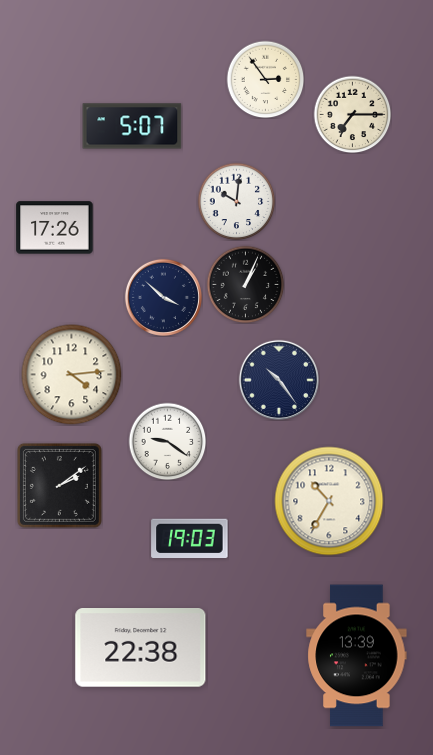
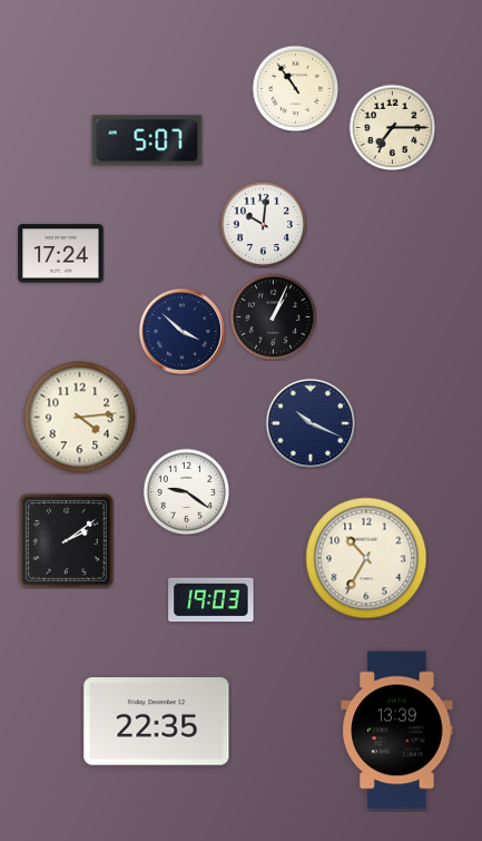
clock at (265, 79): 2:54 -> 10:54
clock at (55, 228): 17:26 -> 17:24
clock at (278, 379): 10:24 -> 10:19
clock at (141, 648): 22:38 -> 22:35
